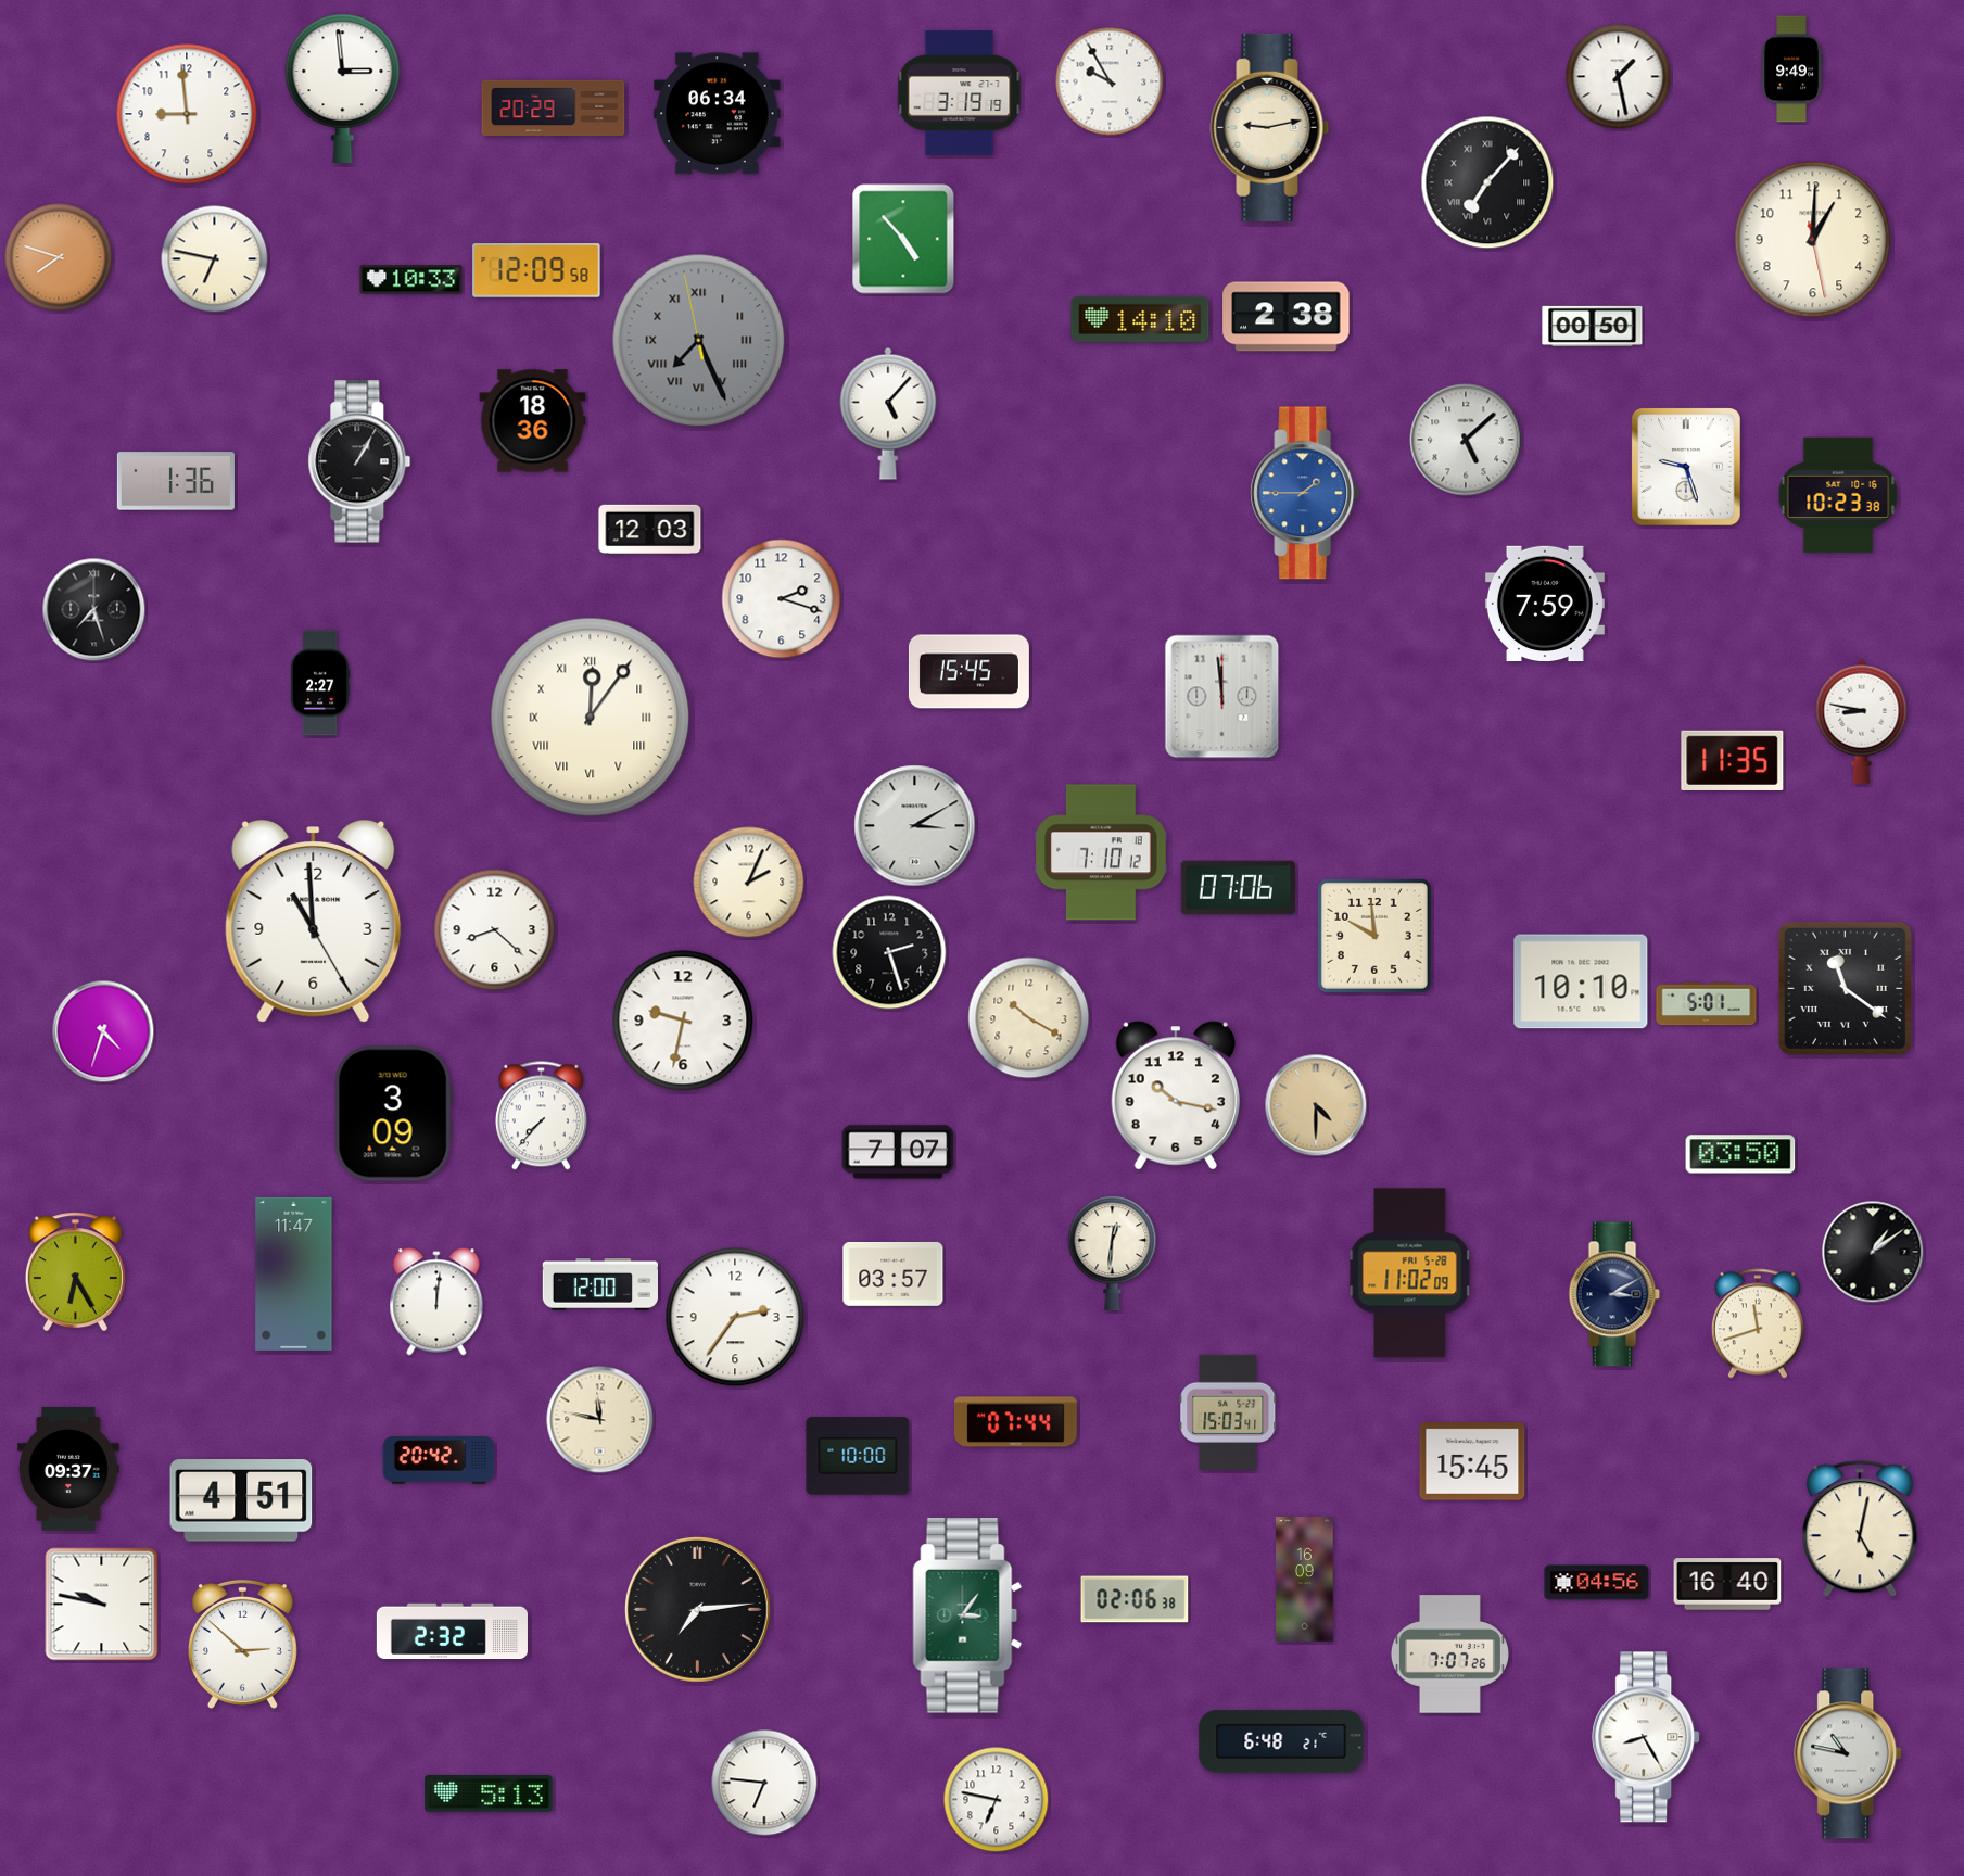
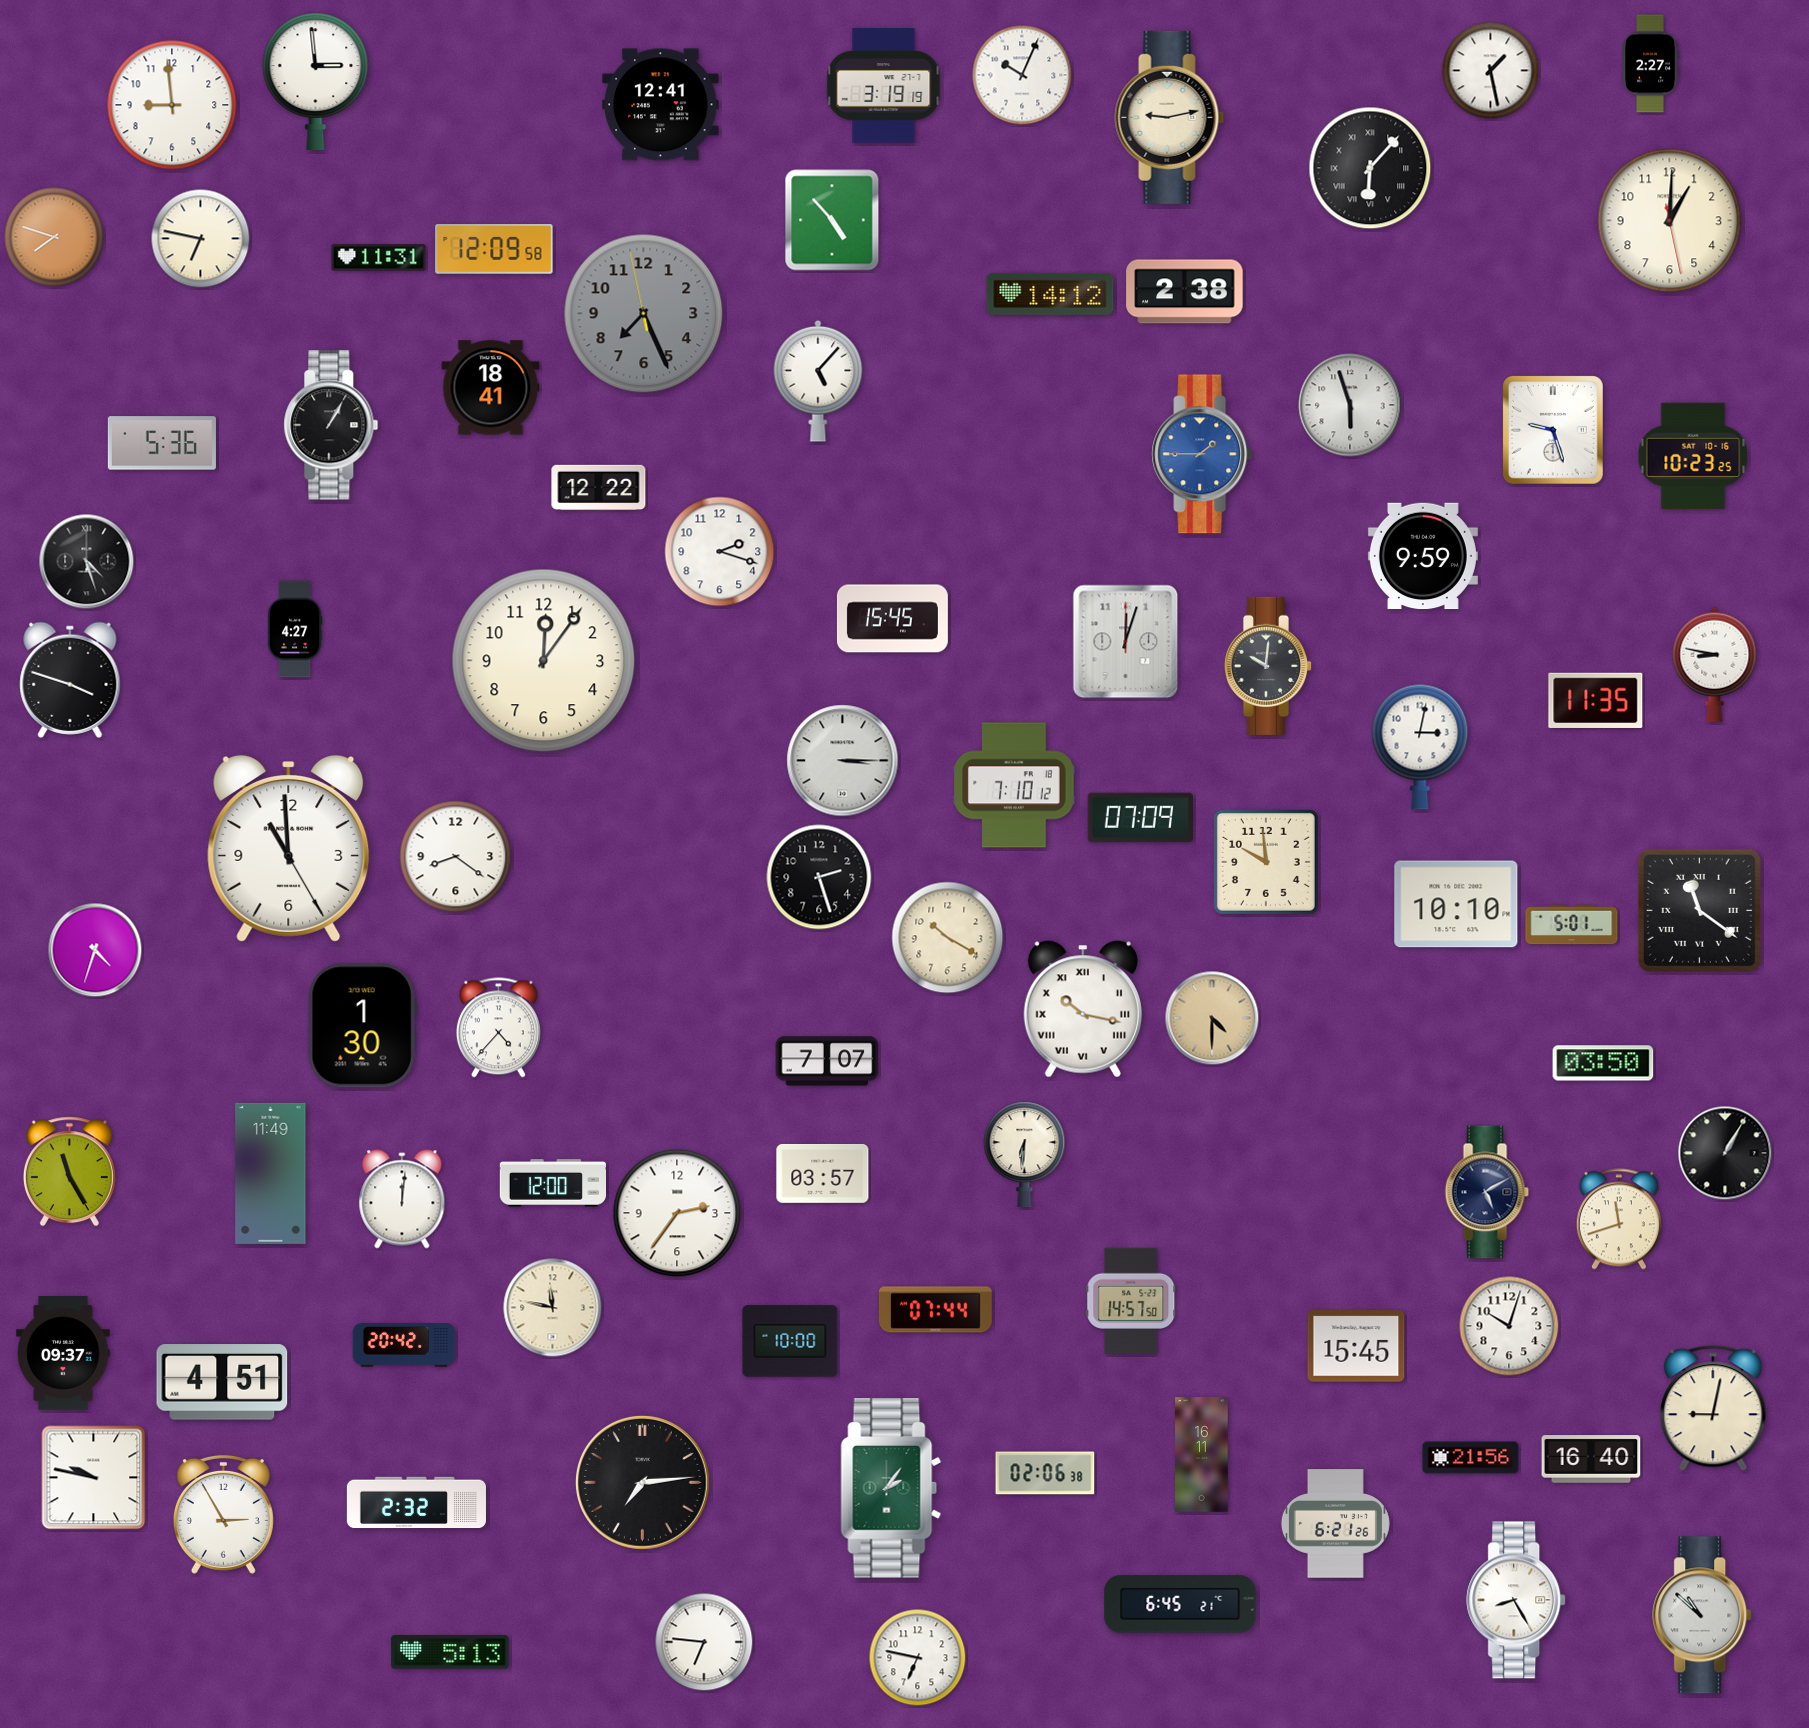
clock at (1791, 69): 9:49 -> 2:27
clock at (1110, 81): 9:55 -> 10:04
clock at (554, 107): 20:29 -> none
clock at (718, 114): 06:34 -> 12:41
clock at (1487, 182): 7:07 -> 6:07
clock at (215, 259) position: (215, 259) -> (201, 239)
clock at (411, 280): 10:33 -> 11:31
clock at (1140, 319): 14:10 -> 14:12
clock at (1593, 326): 00:50 -> none
clock at (699, 341) numerals: Roman -> Arabic
clock at (533, 421): 18:36 -> 18:41
clock at (1466, 440): 5:08 -> 5:57
clock at (176, 481): 1:36 -> 5:36
clock at (1838, 495): 10:23:38 -> 10:23:25
clock at (650, 530): 12:03 -> 12:22
clock at (1545, 604): 7:59 -> 9:59
clock at (94, 610): 7:27 -> 4:27
clock at (320, 683): 2:27 -> 4:27
clock at (1222, 697): 11:59 -> 12:03
clock at (591, 718) numerals: Roman -> Arabic
clock at (1268, 666): none -> 10:01
clock at (70, 680): none -> 3:48
clock at (1420, 747): none -> 3:02
clock at (915, 826): 3:10 -> 3:15
clock at (749, 883): 2:04 -> none
clock at (1239, 888): 07:06 -> 07:09
clock at (495, 930): 8:22 -> 8:21
clock at (683, 1021): 9:32 -> none
clock at (1176, 1095) numerals: Arabic -> Roman
clock at (393, 1114): 3:09 -> 1:30
clock at (541, 1116): 7:37 -> 4:37
clock at (1873, 1252): 1:09 -> 1:05
clock at (1113, 1254): 12:31 -> 6:31
clock at (75, 1272): 6:25 -> 11:25
clock at (294, 1273): 11:47 -> 11:49
clock at (1410, 1273): 11:02 -> none
clock at (1614, 1294): 3:10 -> 5:10
clock at (1228, 1412): 15:03 -> 14:57
clock at (1509, 1326): none -> 10:03
clock at (1860, 1530): 5:02 -> 9:02
clock at (1305, 1580): 16:09 -> 16:11
clock at (1597, 1583): 04:56 -> 21:56
clock at (967, 1615): 3:06 -> 2:06
clock at (242, 1644): 2:52 -> 2:55
clock at (1449, 1655): 7:07 -> 6:21
clock at (1281, 1741): 6:48 -> 6:45
clock at (1849, 1753): 10:47 -> 10:52
